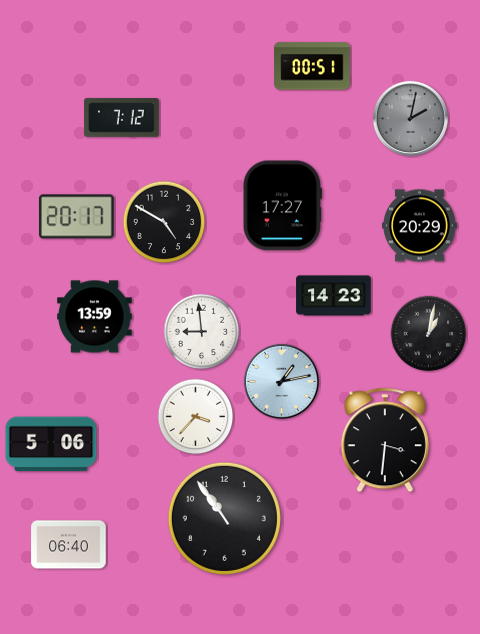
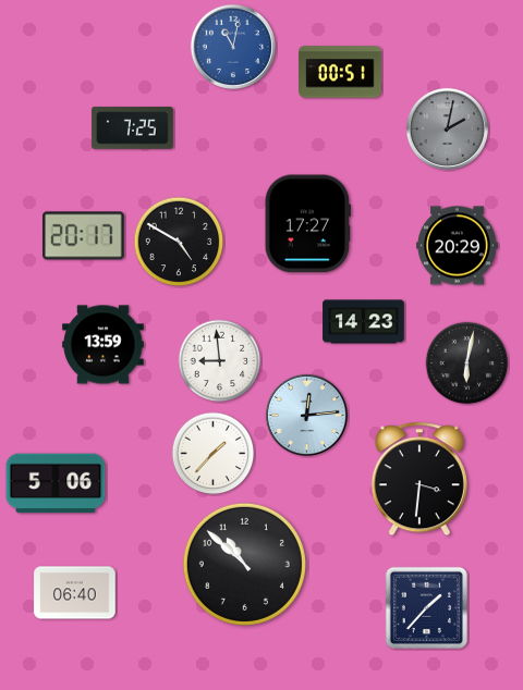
clock at (233, 47): none -> 11:02
clock at (122, 118): 7:12 -> 7:25
clock at (429, 334): 1:02 -> 6:02
clock at (281, 381): 1:13 -> 12:14
clock at (196, 417): 3:37 -> 1:37
clock at (224, 518): 10:54 -> 10:52
clock at (426, 607): none -> 1:37
